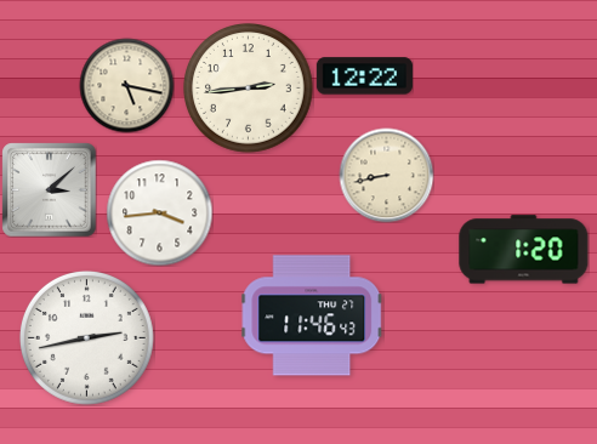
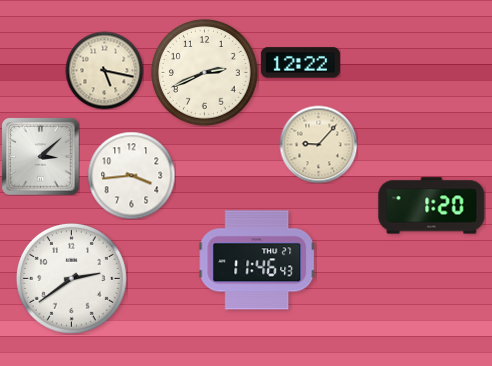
clock at (249, 89): 2:44 -> 2:41
clock at (386, 175): 8:43 -> 9:07
clock at (86, 337): 2:43 -> 2:39
